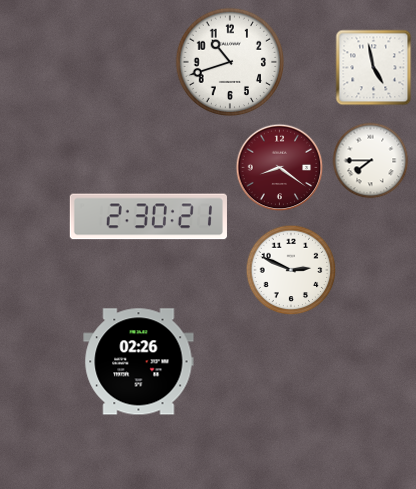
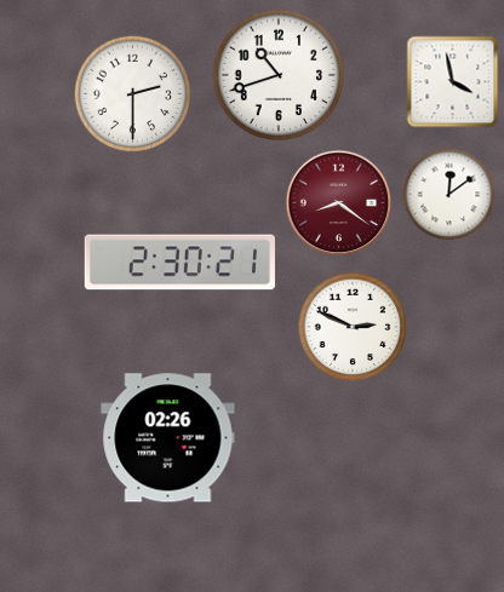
clock at (374, 68): 4:58 -> 3:58
clock at (133, 94): none -> 2:30
clock at (371, 161): 7:45 -> 12:09
